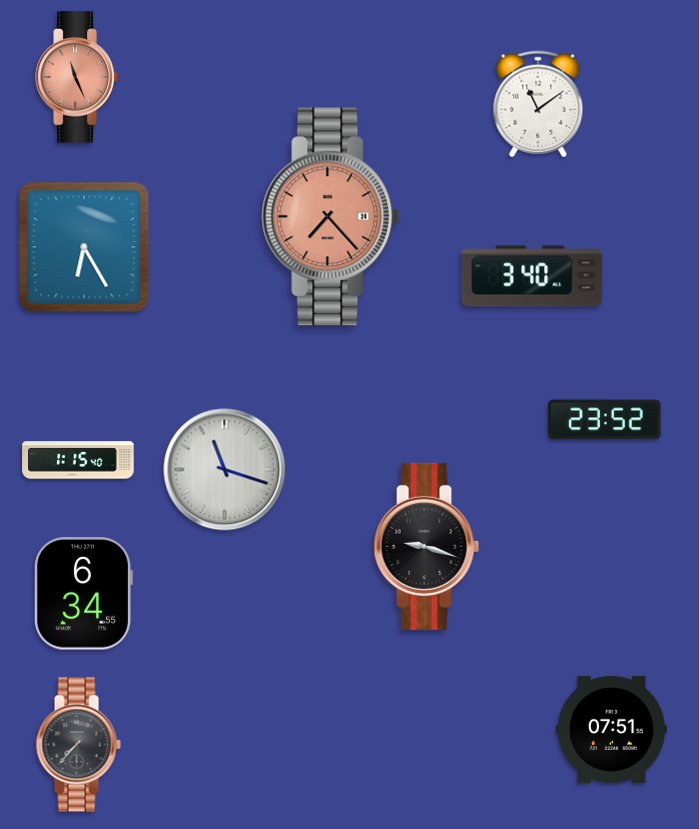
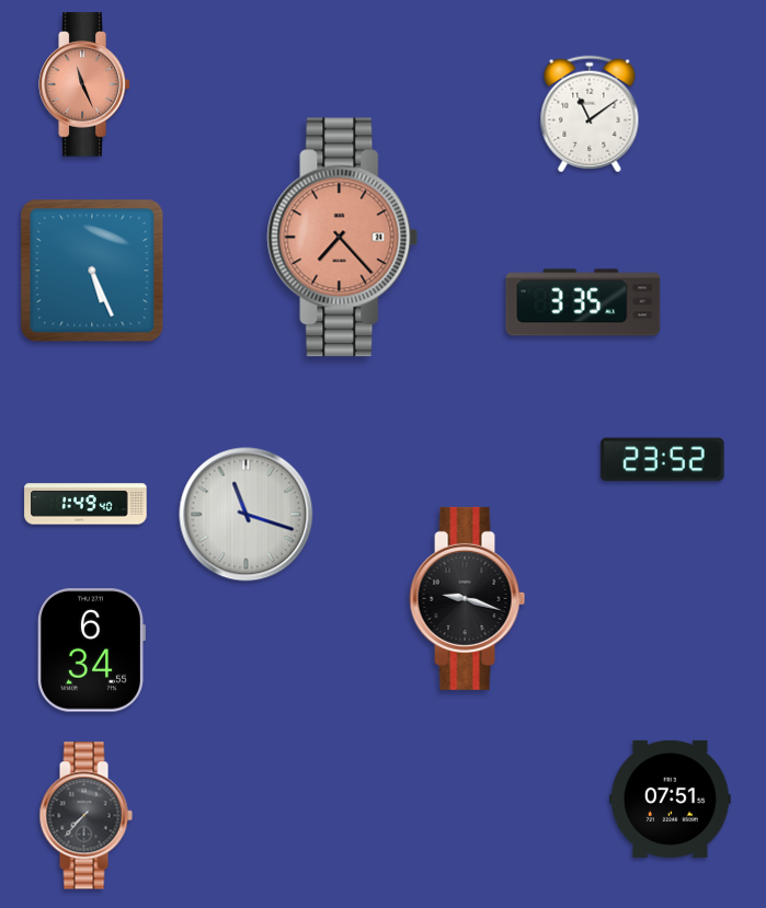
clock at (331, 217) position: (331, 217) -> (343, 238)
clock at (84, 247): 6:25 -> 5:26
clock at (532, 276): 3:40 -> 3:35
clock at (78, 460): 1:15 -> 1:49
